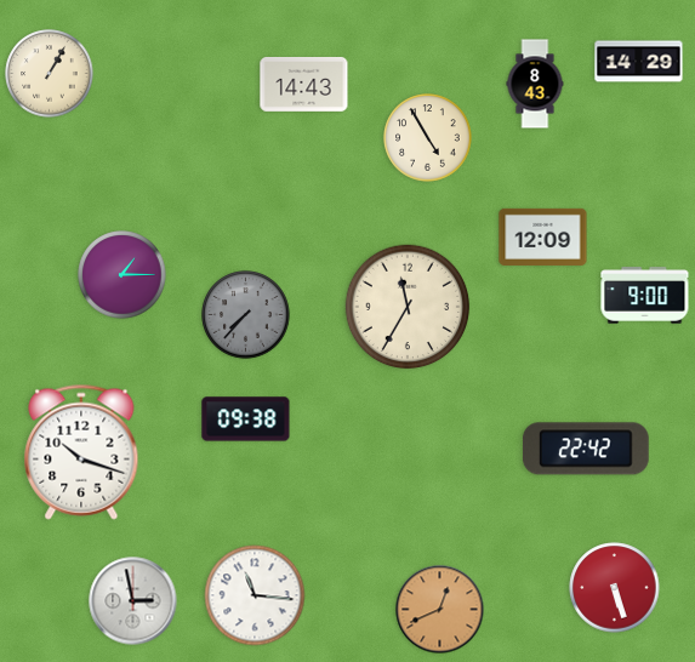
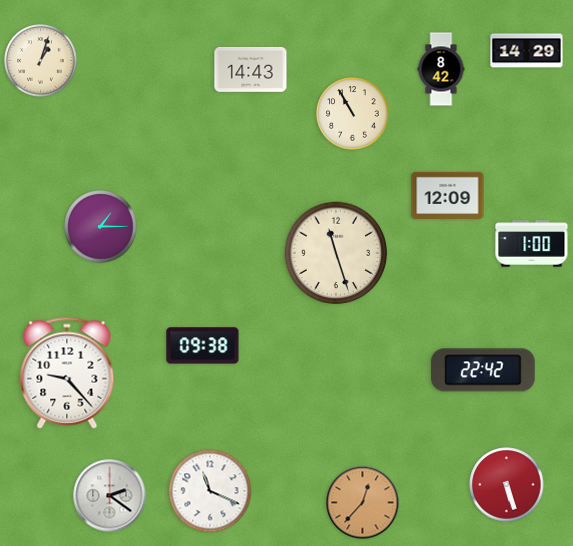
clock at (50, 74): 1:05 -> 1:03
clock at (535, 84): 8:43 -> 8:42
clock at (428, 138): 4:55 -> 10:55
clock at (645, 296): 9:00 -> 1:00
clock at (408, 307): 11:35 -> 11:27
clock at (246, 315): 7:37 -> none
clock at (81, 452): 10:18 -> 9:23
clock at (255, 595): 11:16 -> 11:19
clock at (133, 601): 2:58 -> 2:21
clock at (440, 610): 12:41 -> 12:37
